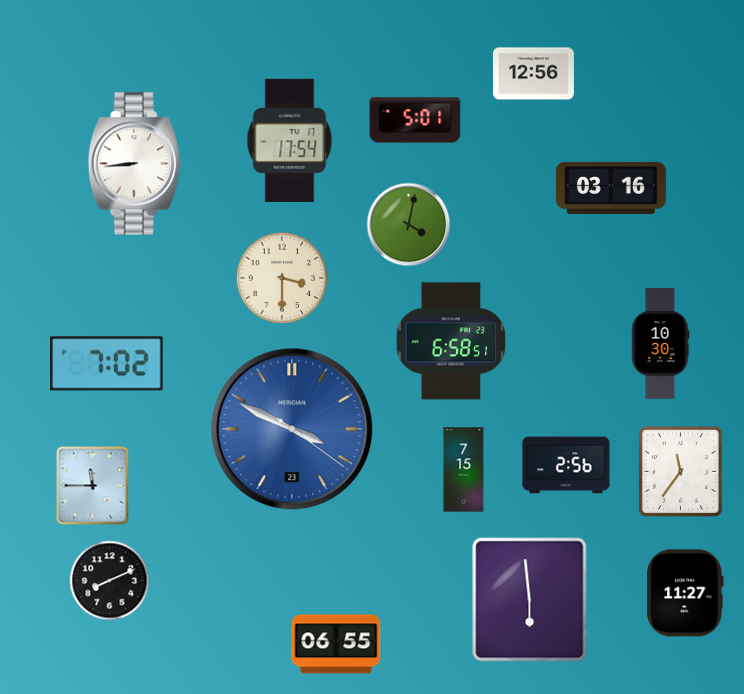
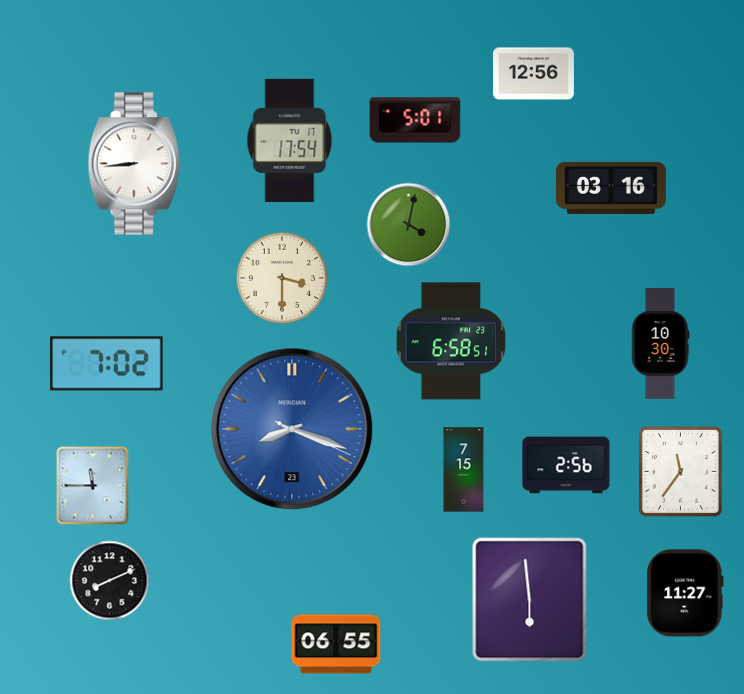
clock at (292, 429): 3:49 -> 8:18
